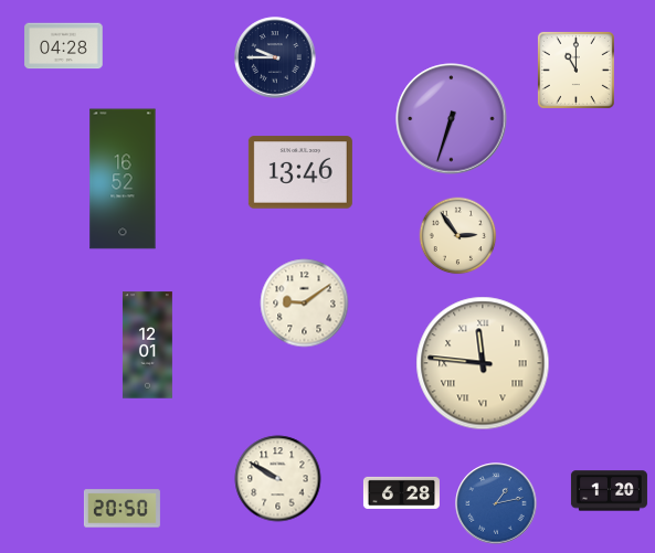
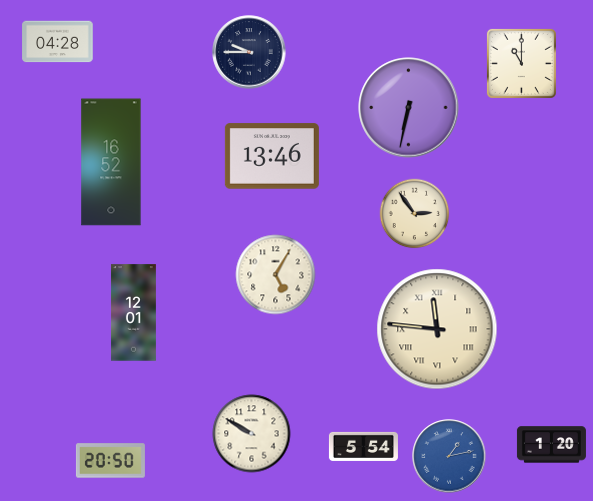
clock at (452, 119): 6:33 -> 6:32
clock at (305, 304): 9:09 -> 5:05
clock at (401, 492): 6:28 -> 5:54
